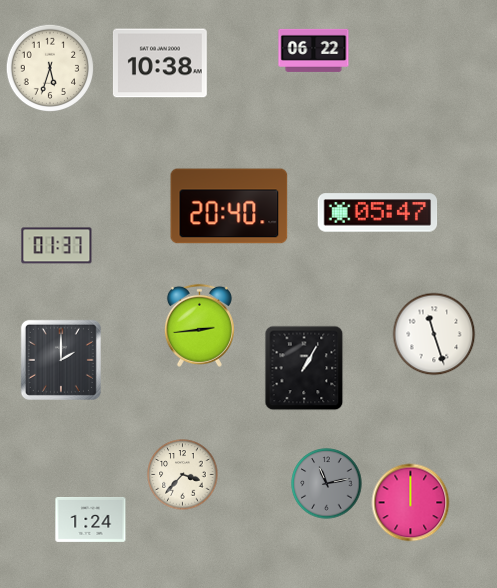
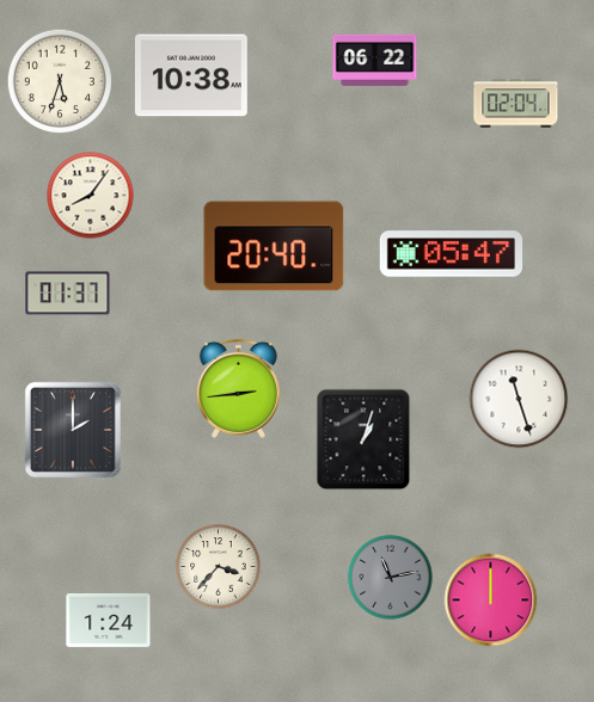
clock at (516, 104): none -> 02:04
clock at (91, 196): none -> 8:06
clock at (304, 368): 1:05 -> 1:03
